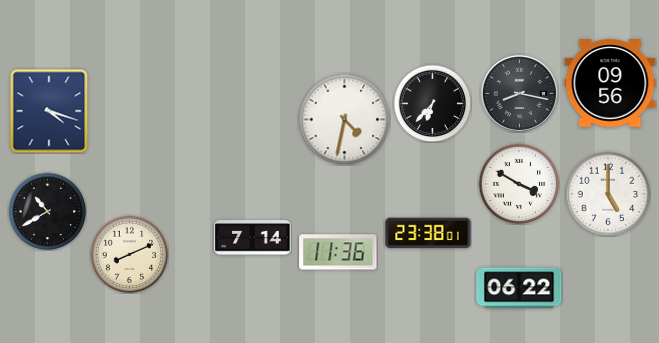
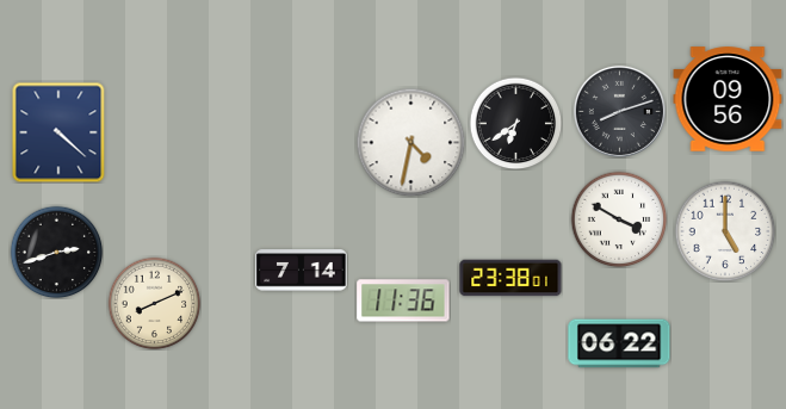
clock at (519, 93): 8:17 -> 8:12
clock at (432, 103): 6:37 -> 6:39
clock at (49, 111): 4:18 -> 4:22
clock at (47, 211): 10:40 -> 2:42
clock at (253, 238) position: (253, 238) -> (302, 271)
